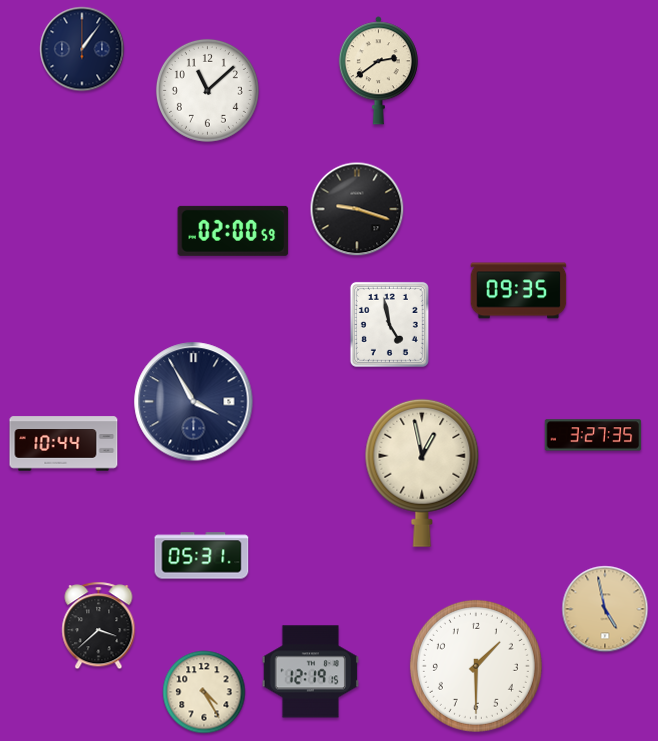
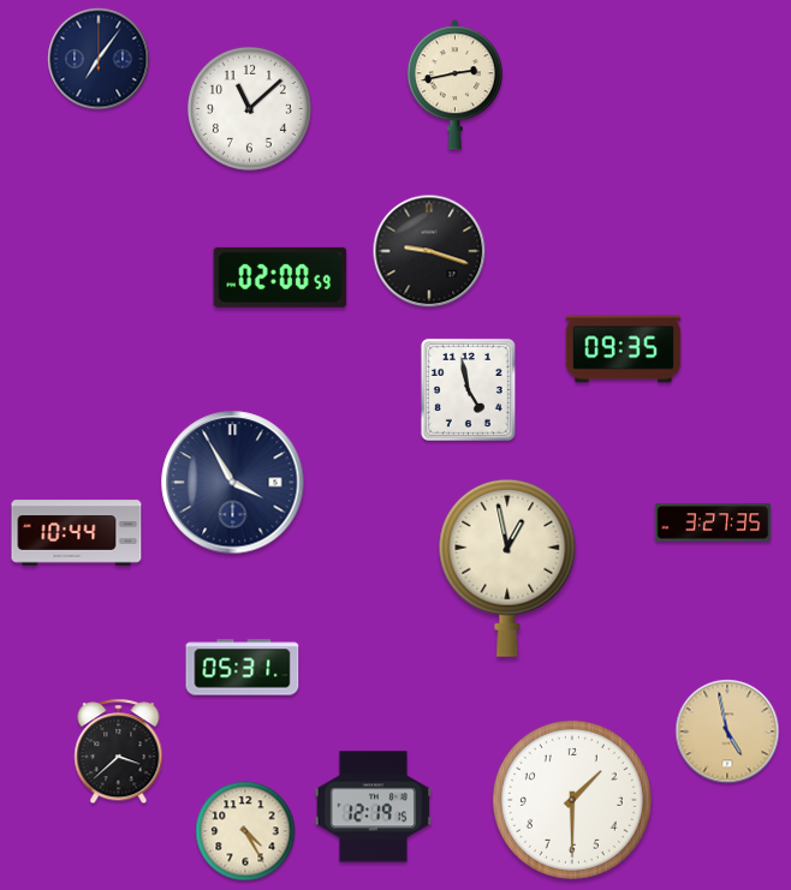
clock at (82, 49): 1:06 -> 7:06
clock at (378, 71): 2:39 -> 2:43
